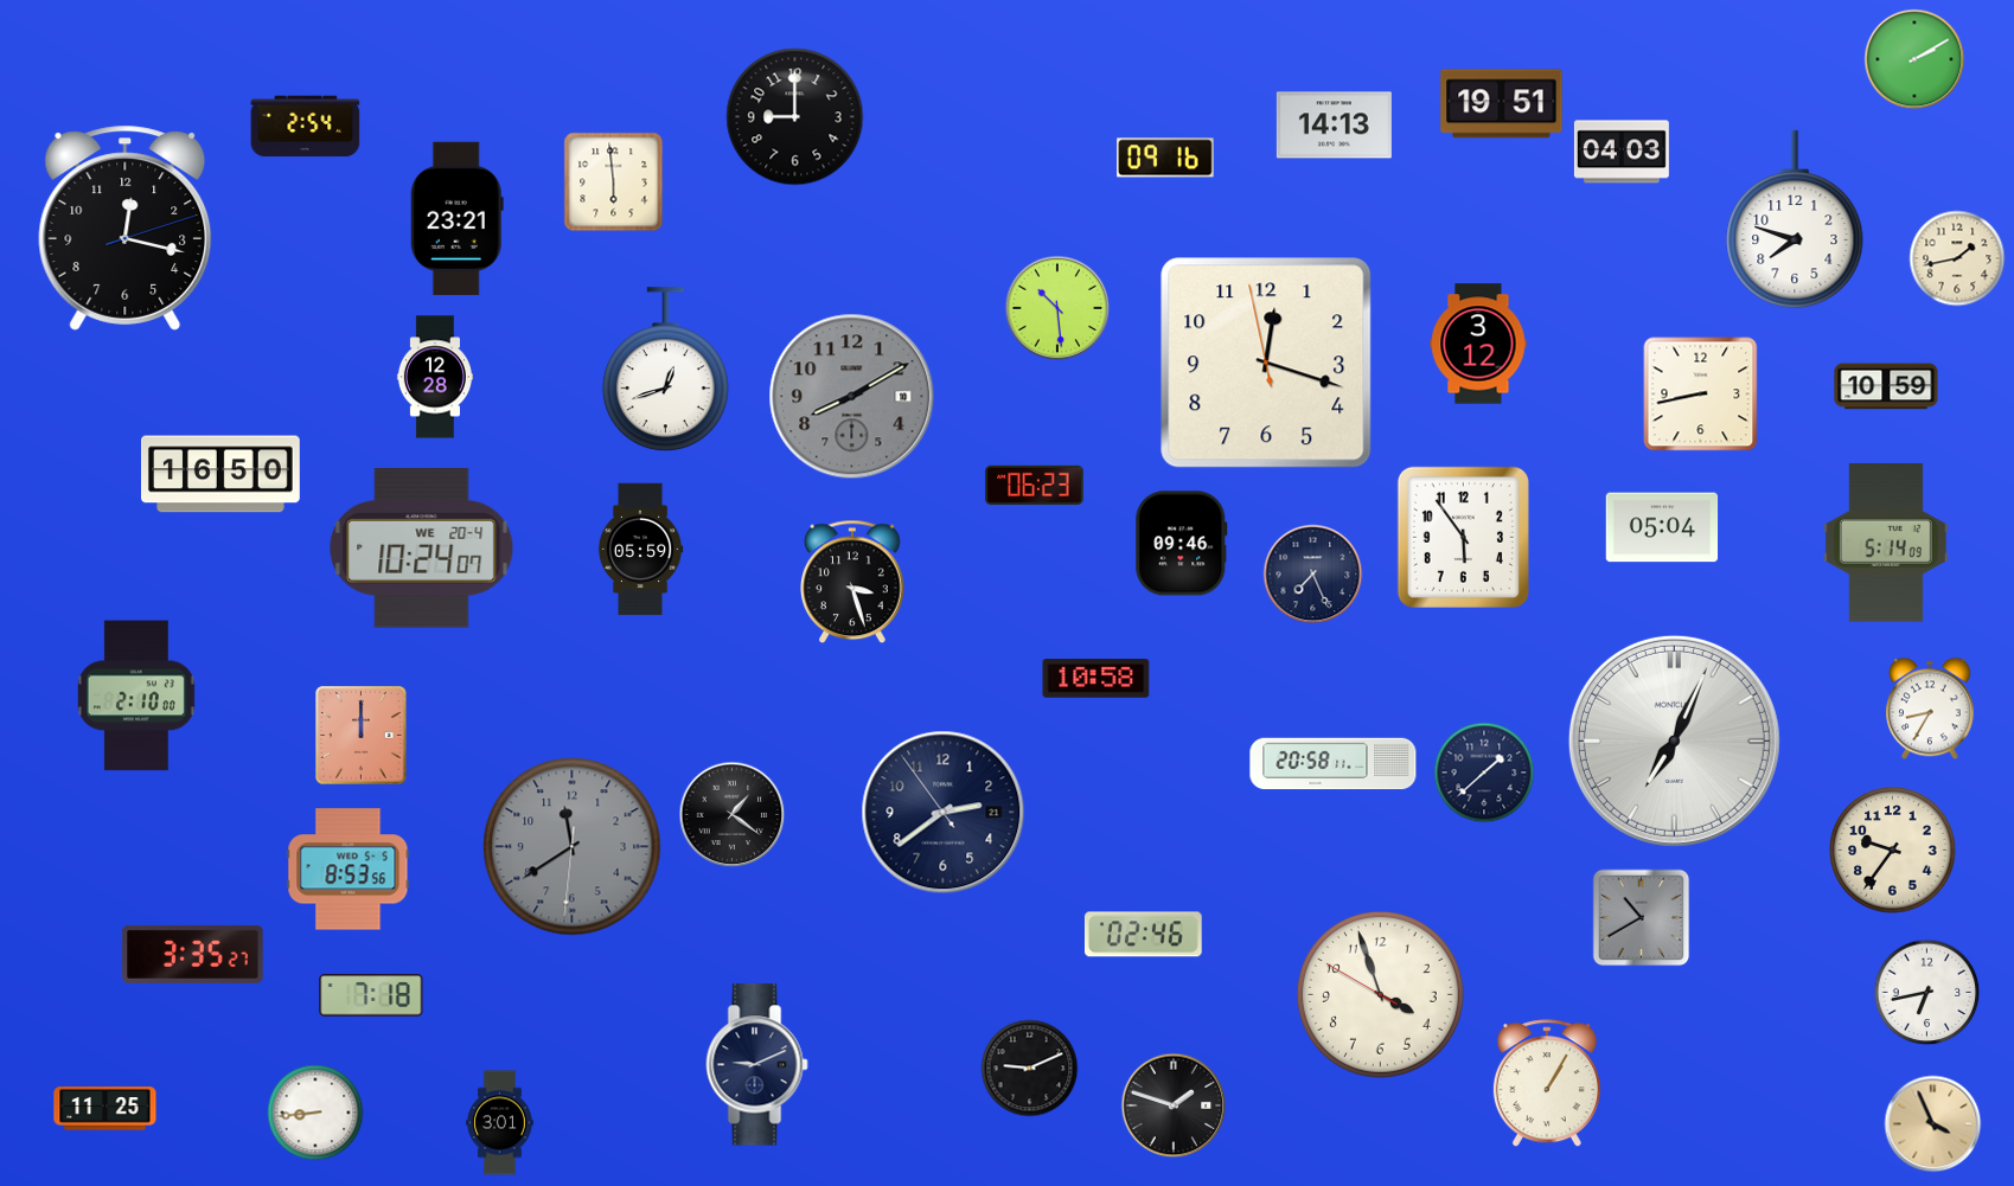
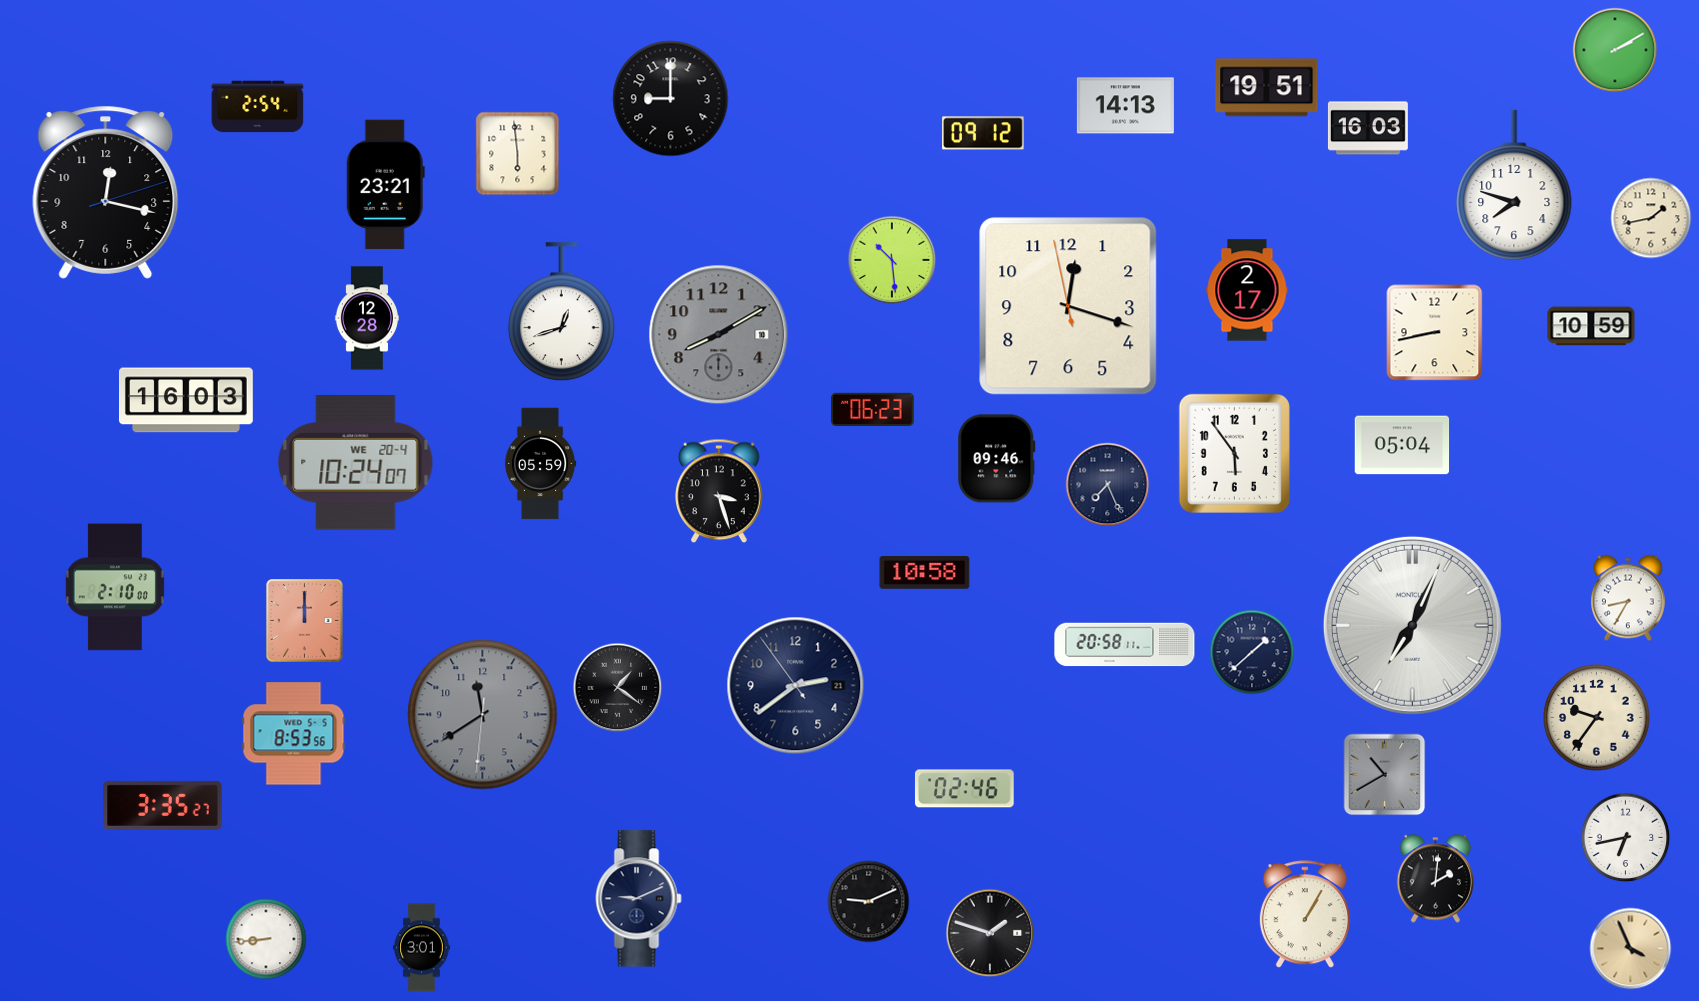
clock at (1622, 152): 04:03 -> 16:03
clock at (1165, 158): 09:16 -> 09:12
clock at (1478, 344): 3:12 -> 2:17
clock at (222, 474): 16:50 -> 16:03
clock at (1886, 543): 5:14 -> none
clock at (1380, 994): 3:56 -> none
clock at (371, 995): 7:18 -> none
clock at (1435, 879): none -> 2:01
clock at (106, 1109): 11:25 -> none
